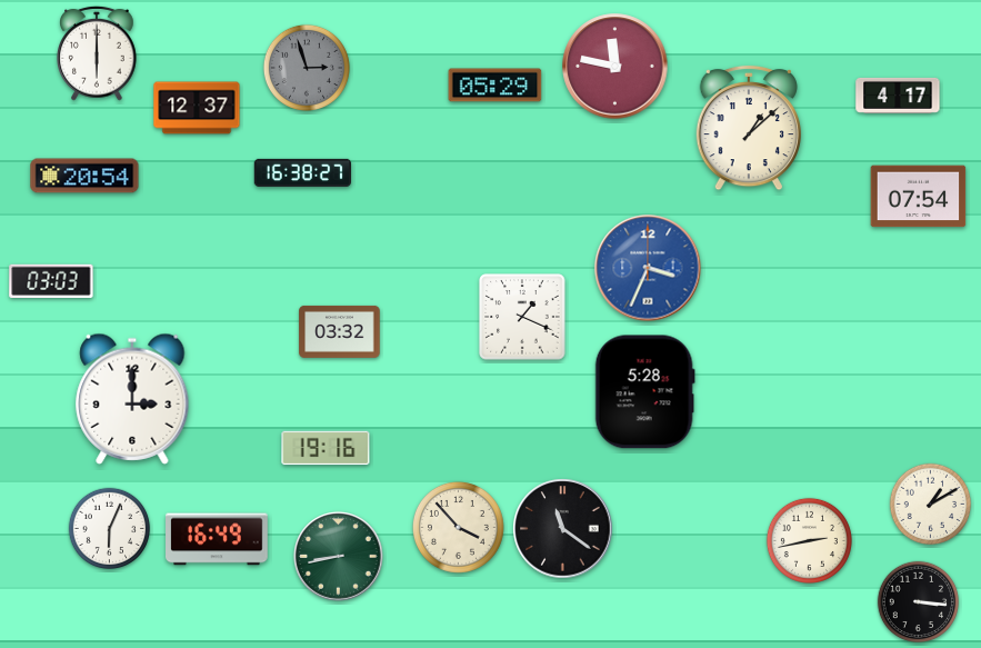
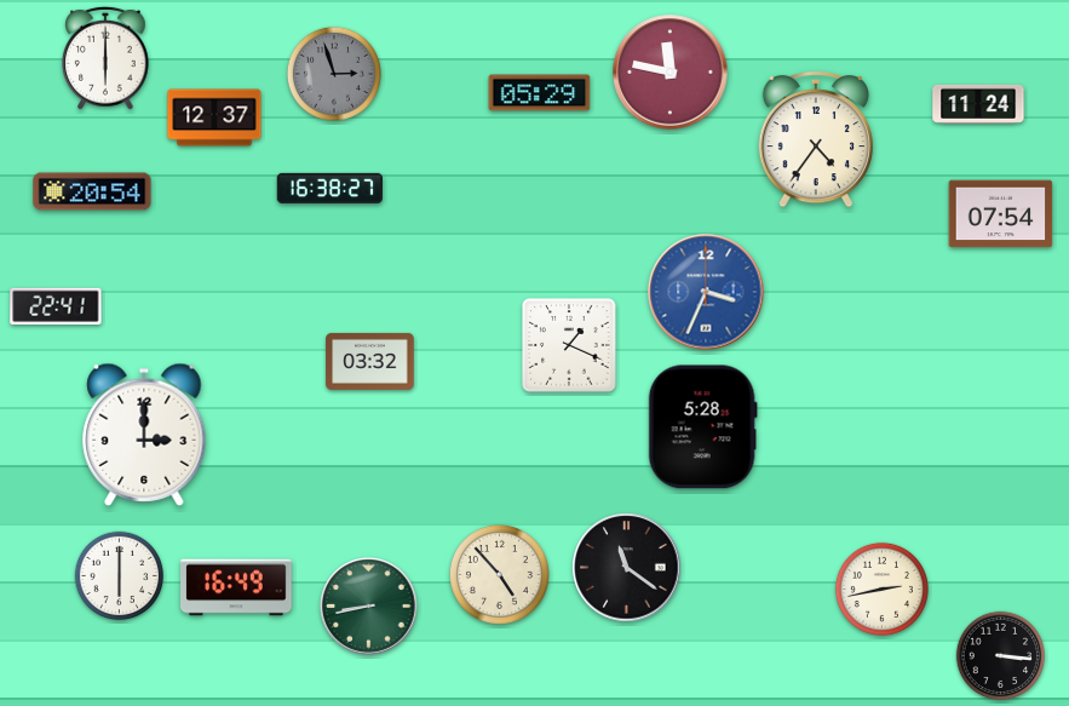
clock at (898, 96): 4:17 -> 11:24
clock at (749, 128): 1:08 -> 4:36
clock at (51, 281): 03:03 -> 22:41
clock at (326, 448): 19:16 -> none
clock at (931, 505): 1:10 -> none
clock at (458, 527): 3:53 -> 4:53
clock at (110, 529): 6:04 -> 6:00
clock at (563, 529) position: (563, 529) -> (627, 568)
